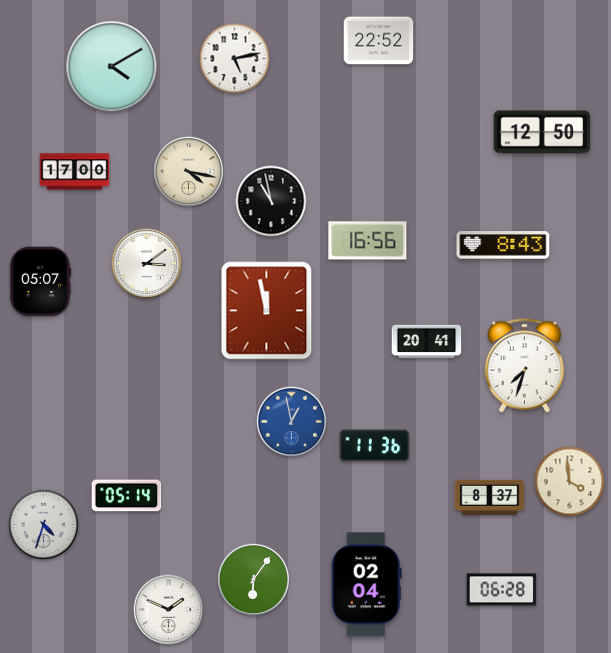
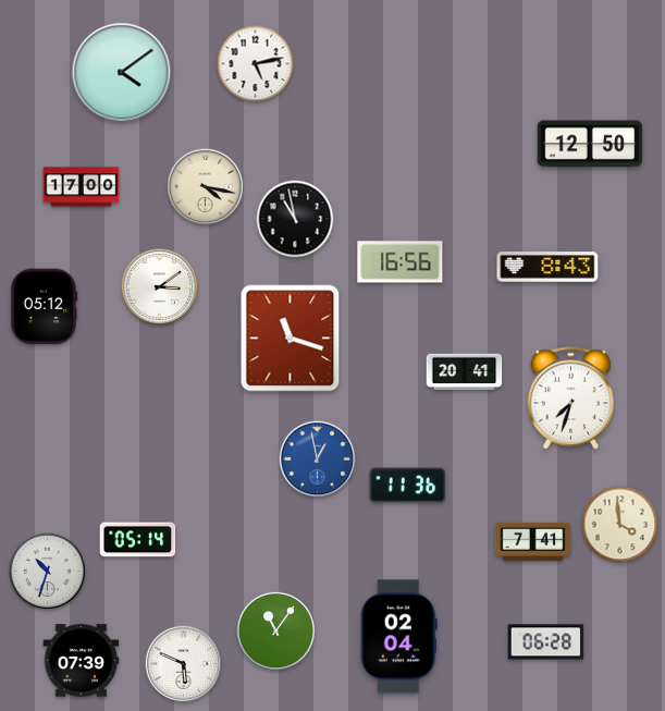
clock at (379, 41): 22:52 -> none
clock at (112, 67): 4:10 -> 4:09
clock at (40, 282): 05:07 -> 05:12
clock at (267, 311): 11:58 -> 11:18
clock at (490, 497): 8:37 -> 7:41
clock at (44, 525): 4:33 -> 10:33
clock at (253, 579): 6:06 -> 11:06
clock at (82, 661): none -> 07:39
clock at (169, 610): 1:49 -> 5:49
